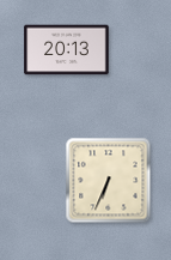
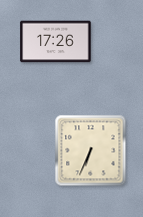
clock at (67, 50): 20:13 -> 17:26
